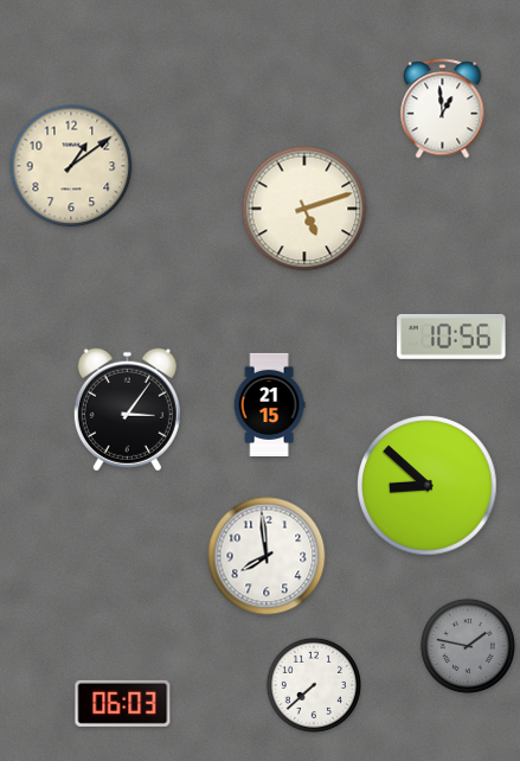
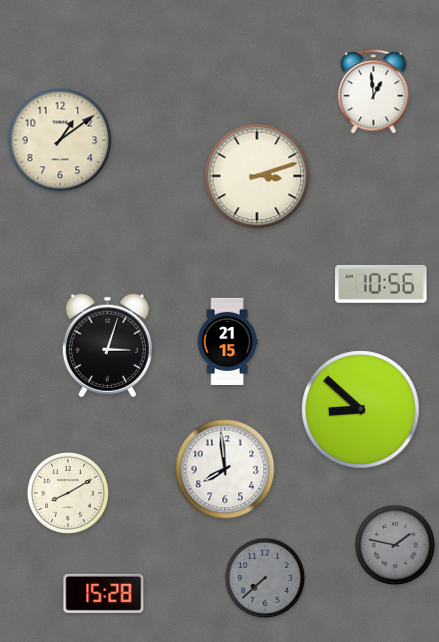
clock at (304, 209): 5:12 -> 3:12
clock at (127, 410): 3:06 -> 3:03
clock at (68, 493): none -> 8:10
clock at (314, 685) dial: white -> grey
clock at (123, 703): 06:03 -> 15:28
